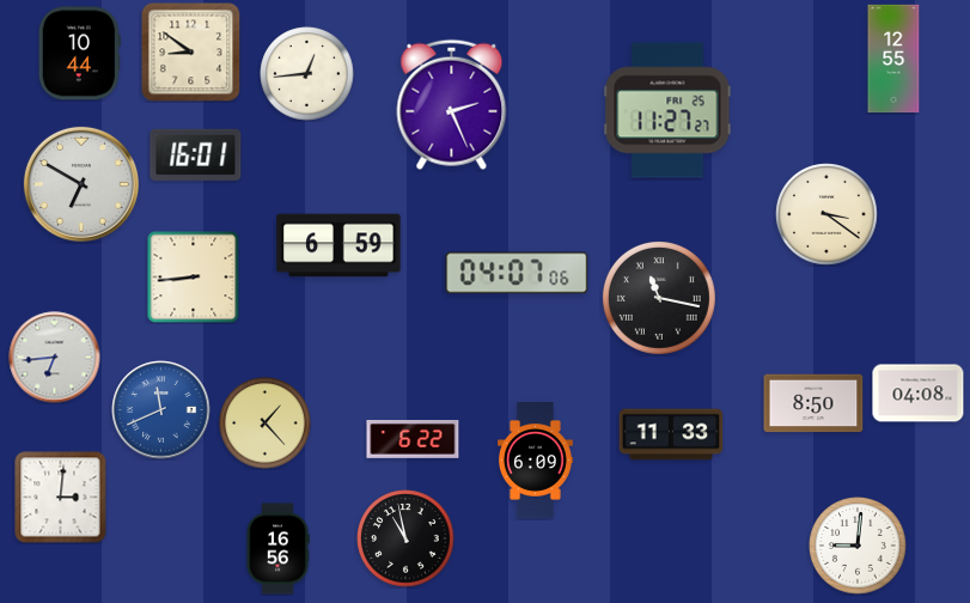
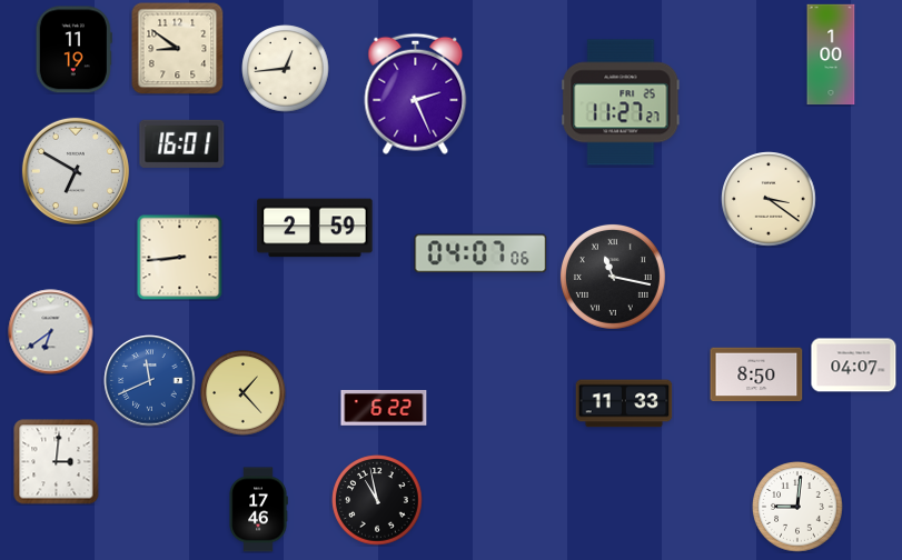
clock at (79, 54): 10:44 -> 11:19
clock at (893, 59): 12:55 -> 1:00
clock at (452, 104) position: (452, 104) -> (416, 93)
clock at (338, 245): 6:59 -> 2:59
clock at (55, 358): 6:44 -> 6:39
clock at (919, 394): 04:08 -> 04:07
clock at (266, 424) position: (266, 424) -> (244, 393)
clock at (536, 461): 6:09 -> none
clock at (277, 549): 16:56 -> 17:46
